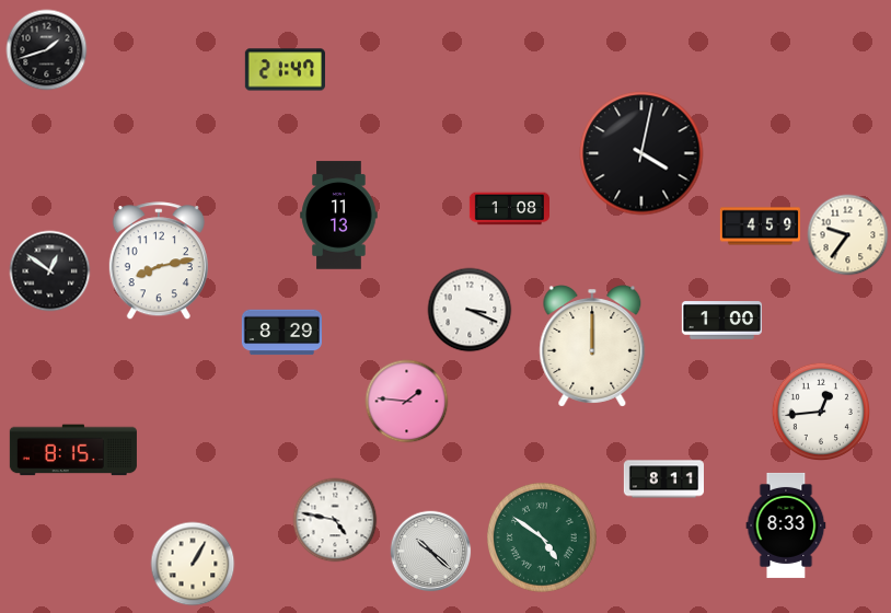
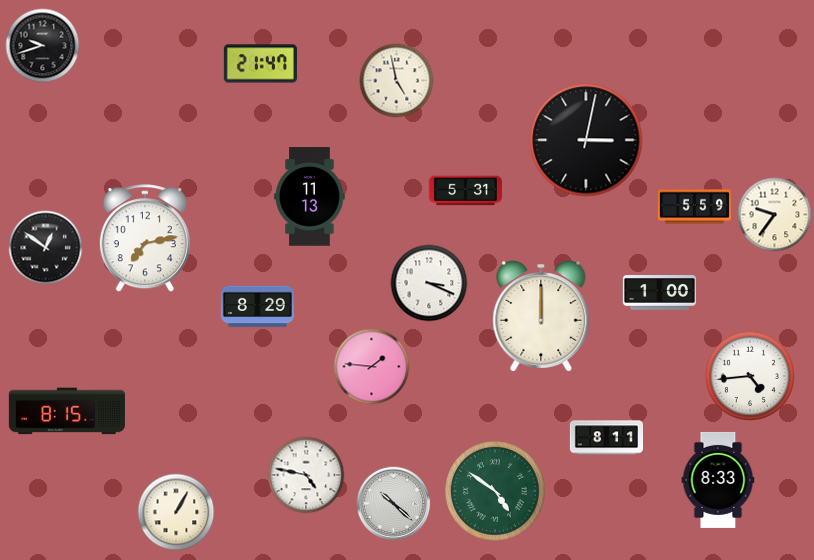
clock at (47, 50): 1:42 -> 9:42
clock at (397, 81): none -> 4:58
clock at (641, 153): 4:02 -> 3:02
clock at (509, 209): 1:08 -> 5:31
clock at (760, 227): 4:59 -> 5:59
clock at (159, 262): 8:13 -> 7:13
clock at (281, 333) position: (281, 333) -> (257, 307)
clock at (820, 410): 12:44 -> 4:44
clock at (193, 564) position: (193, 564) -> (176, 512)
